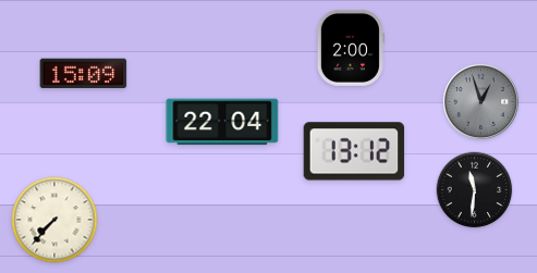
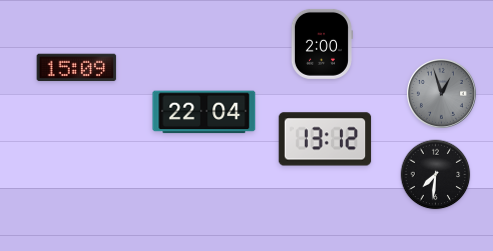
clock at (475, 190): 11:31 -> 7:31
clock at (54, 220): 7:37 -> none
